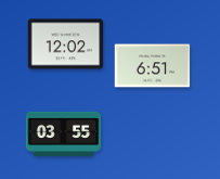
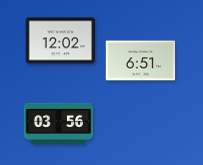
clock at (64, 133): 03:55 -> 03:56
